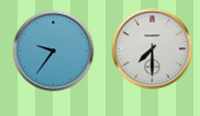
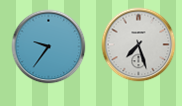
clock at (153, 49): 7:30 -> 7:27
